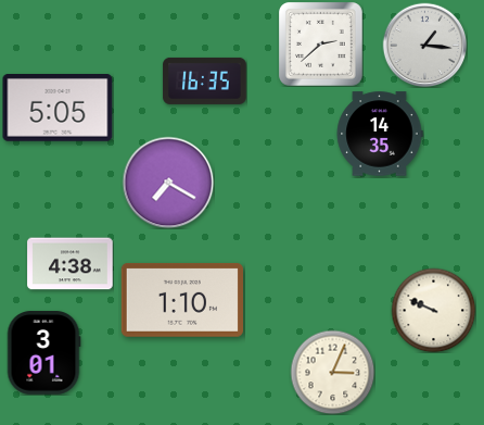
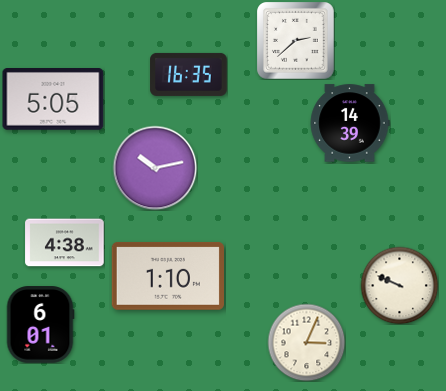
clock at (424, 45): 1:16 -> none
clock at (380, 134): 14:35 -> 14:39
clock at (168, 183): 7:20 -> 10:13
clock at (43, 353): 3:01 -> 6:01
